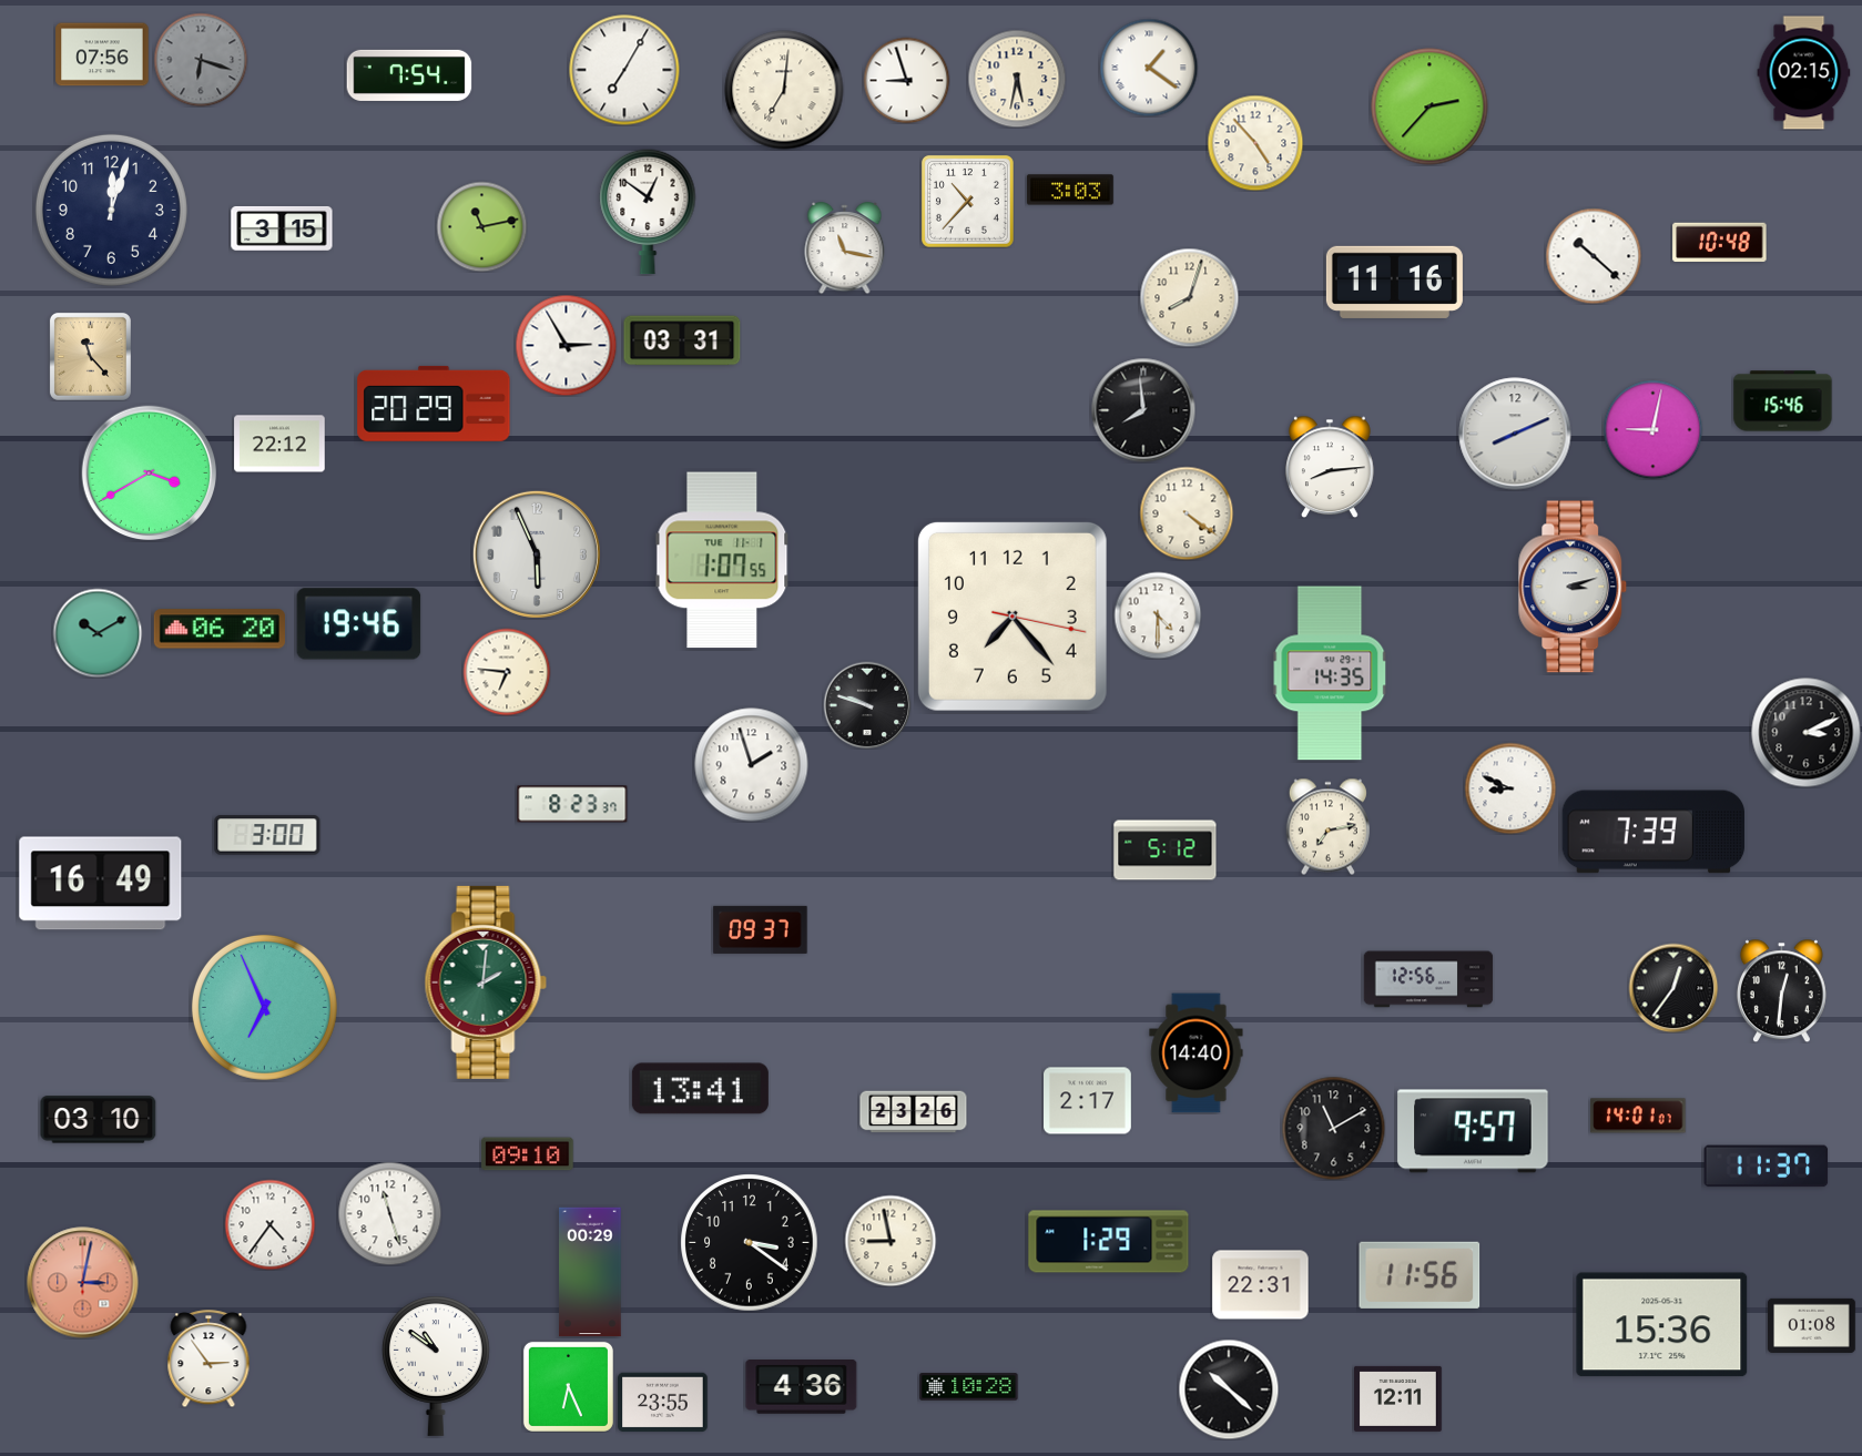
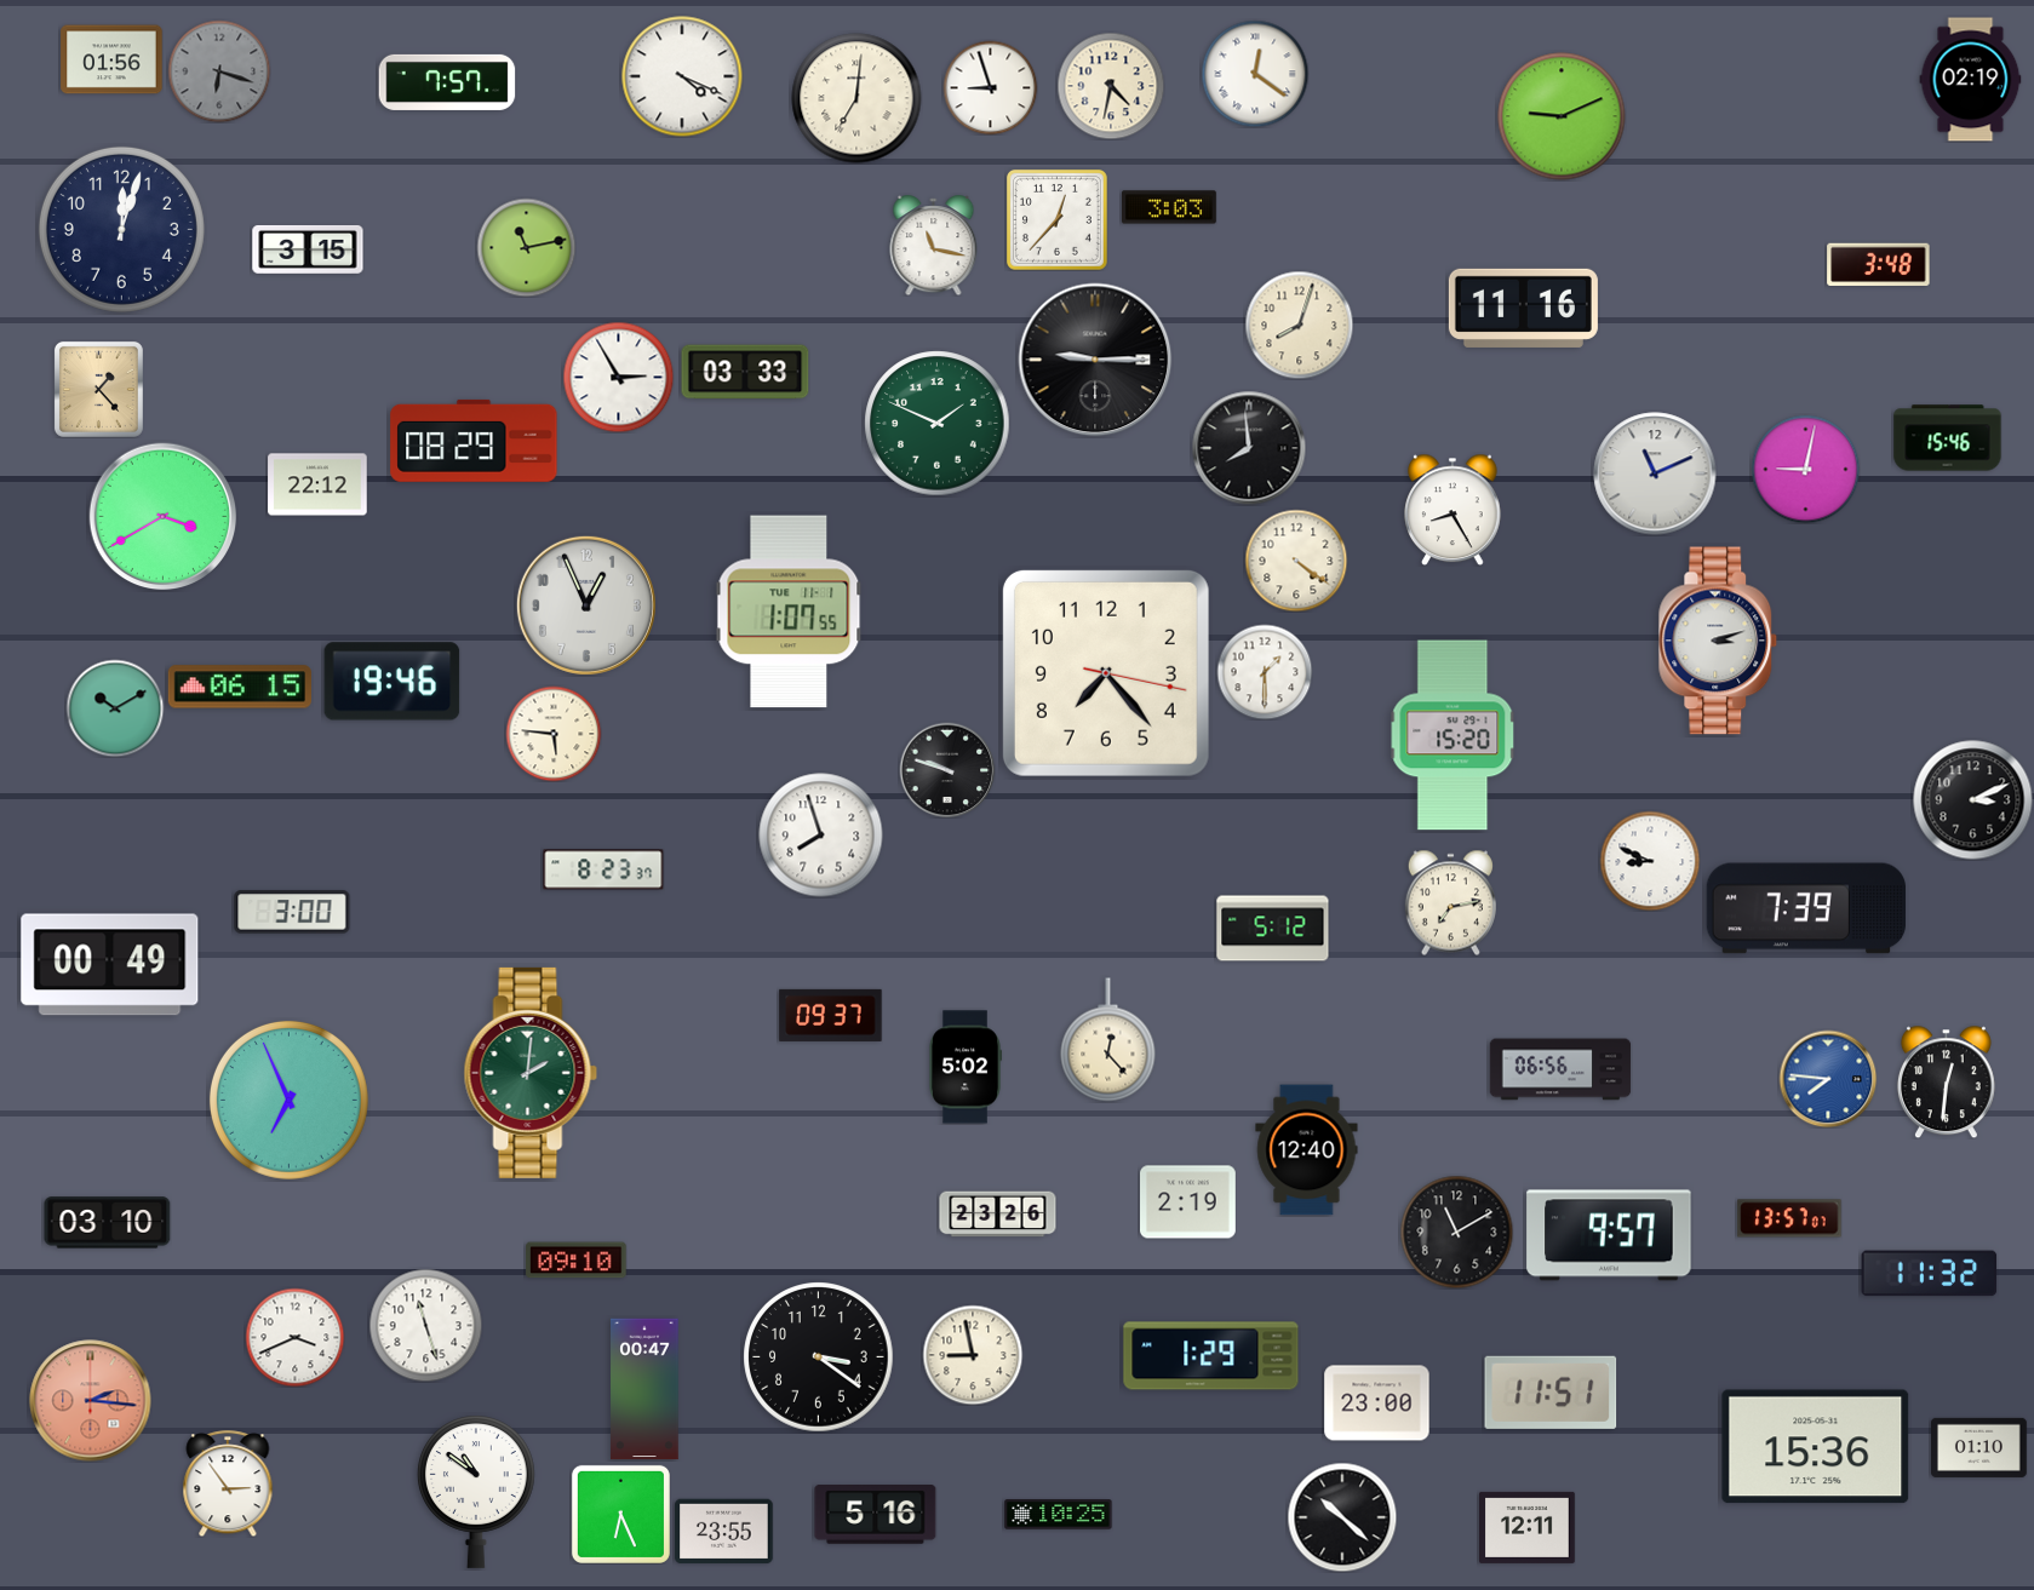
clock at (102, 54): 07:56 -> 01:56
clock at (201, 60) position: (201, 60) -> (219, 71)
clock at (1149, 68): 1:21 -> 12:21
clock at (624, 70): 7:05 -> 4:19
clock at (1804, 73): 02:15 -> 02:19
clock at (409, 75): 7:54 -> 7:57
clock at (1017, 79): 5:32 -> 4:32
clock at (1429, 106): 2:37 -> 9:11
clock at (1255, 143): 4:53 -> none
clock at (967, 201): 10:37 -> 12:37
clock at (648, 212): 12:51 -> none
clock at (1720, 242): 10:48 -> 3:48
clock at (845, 248) position: (845, 248) -> (934, 246)
clock at (1594, 256): 10:22 -> none
clock at (1095, 360): none -> 9:15
clock at (682, 340): 03:31 -> 03:33
clock at (90, 356): 11:23 -> 1:23
clock at (938, 424): none -> 1:49
clock at (434, 404): 20:29 -> 08:29
clock at (1515, 434): 8:11 -> 11:11
clock at (279, 444) position: (279, 444) -> (317, 484)
clock at (1330, 467): 8:14 -> 8:25
clock at (537, 554): 5:56 -> 12:56
clock at (1158, 615): 4:30 -> 1:30
clock at (220, 629): 06:20 -> 06:15
clock at (98, 633) position: (98, 633) -> (115, 708)
clock at (507, 672): 6:46 -> 5:46
clock at (1330, 673): 14:35 -> 15:20
clock at (752, 765): 1:57 -> 7:57
clock at (572, 804) position: (572, 804) -> (603, 869)
clock at (101, 884): 16:49 -> 00:49
clock at (1108, 1040): none -> 12:23
clock at (966, 1067): none -> 5:02
clock at (1428, 979): 12:56 -> 06:56
clock at (1673, 988): 12:36 -> 7:46
clock at (1673, 988) dial: black -> blue
clock at (1197, 1053): 14:40 -> 12:40
clock at (700, 1089): 13:41 -> none
clock at (1088, 1101): 2:17 -> 2:19
clock at (1638, 1116): 14:01 -> 13:57
clock at (1767, 1167): 11:37 -> 11:32
clock at (269, 1224): 4:36 -> 3:41
clock at (590, 1272): 00:29 -> 00:47
clock at (1420, 1275): 11:56 -> 11:51
clock at (83, 1283): 3:02 -> 2:16
clock at (1261, 1285): 22:31 -> 23:00
clock at (1812, 1325): 01:08 -> 01:10
clock at (802, 1387): 4:36 -> 5:16
clock at (969, 1387): 10:28 -> 10:25
